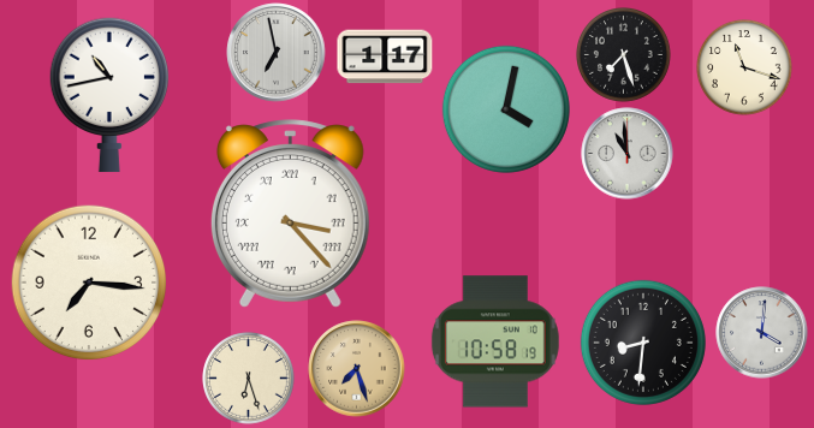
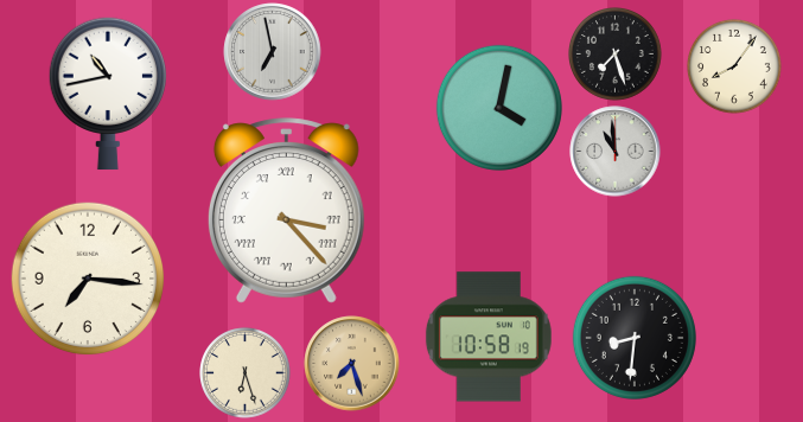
clock at (385, 57): 1:17 -> none
clock at (745, 69): 11:18 -> 8:06
clock at (628, 154) position: (628, 154) -> (616, 152)
clock at (762, 333): 4:01 -> none
